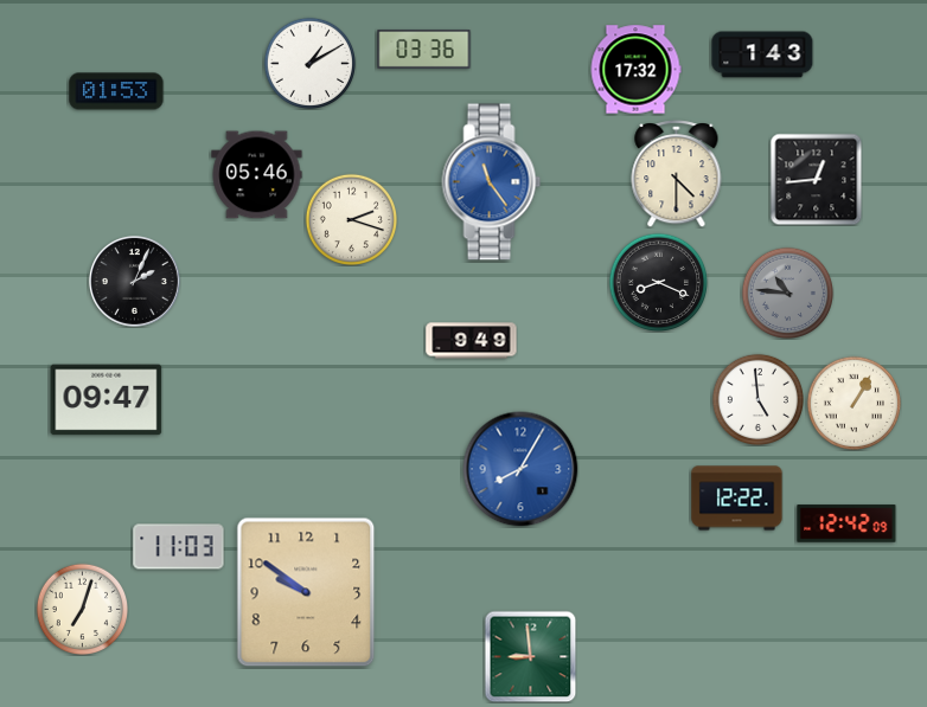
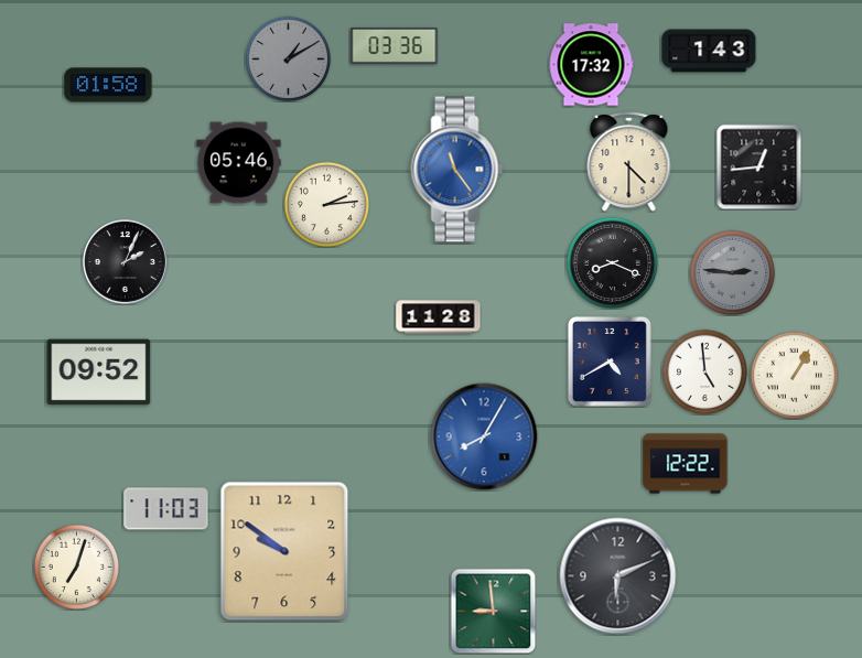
clock at (309, 63) dial: white -> grey
clock at (116, 91): 01:53 -> 01:58
clock at (351, 219): 2:18 -> 2:14
clock at (787, 293): 10:46 -> 2:46
clock at (472, 341): 9:49 -> 11:28
clock at (610, 362): none -> 4:40
clock at (107, 400): 09:47 -> 09:52
clock at (846, 523): 12:42 -> none
clock at (618, 576): none -> 6:11
